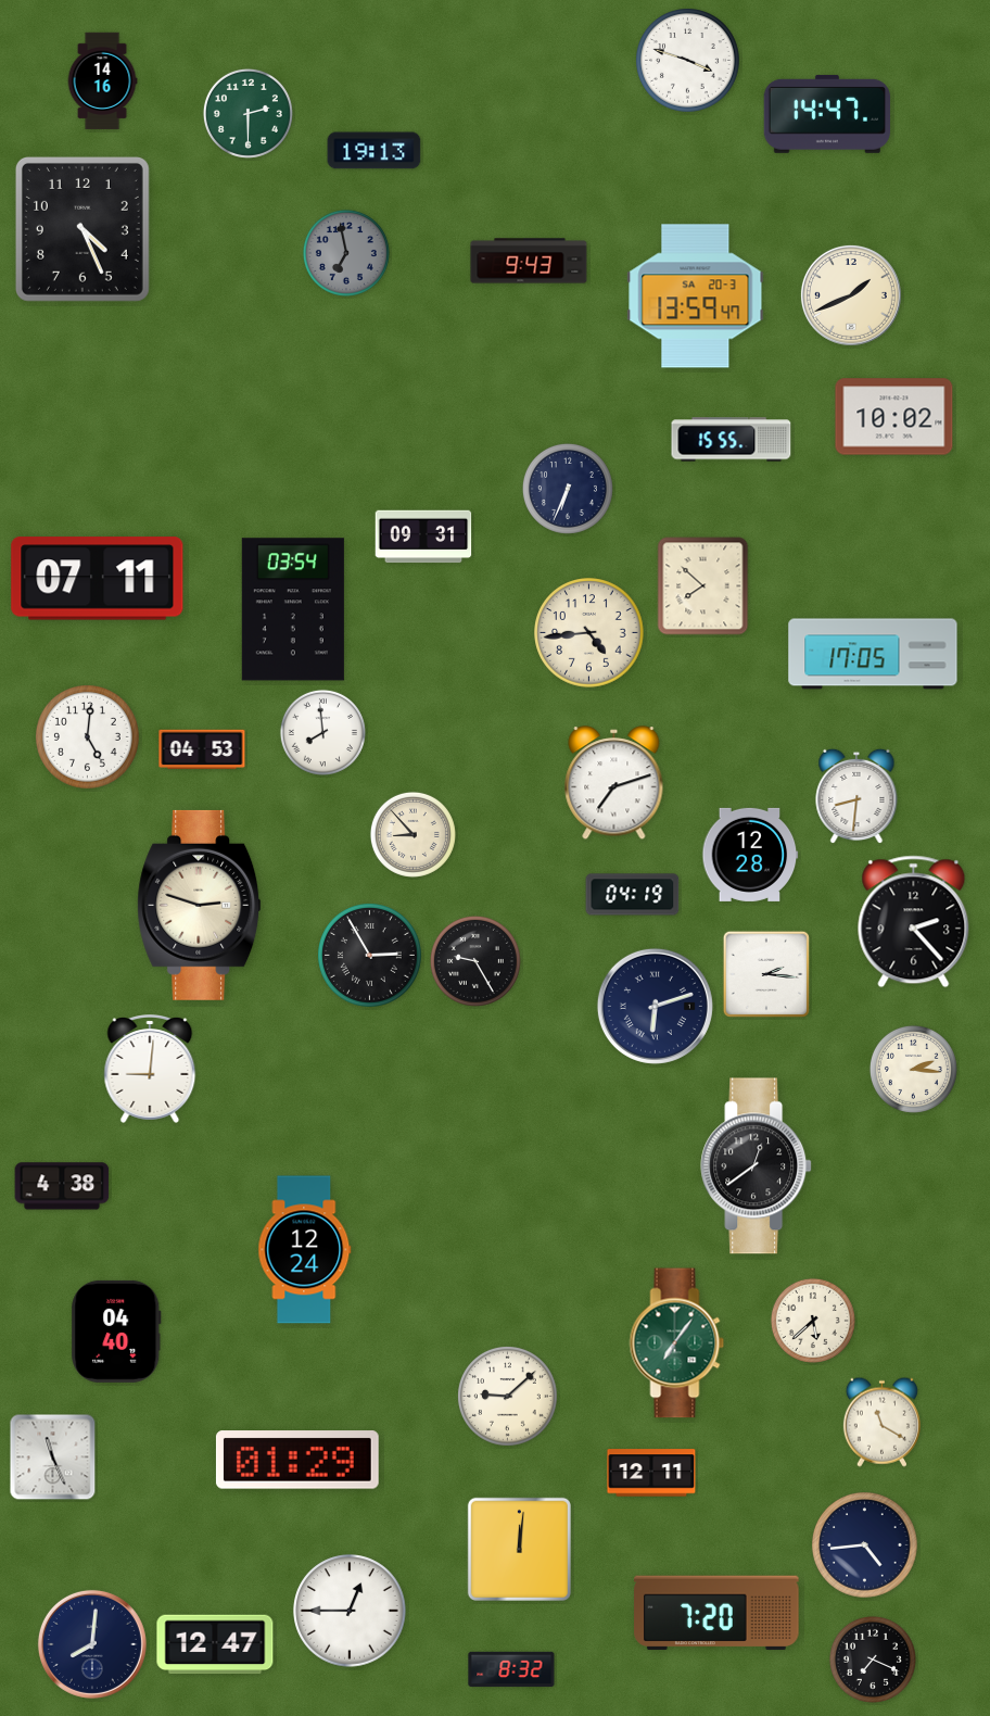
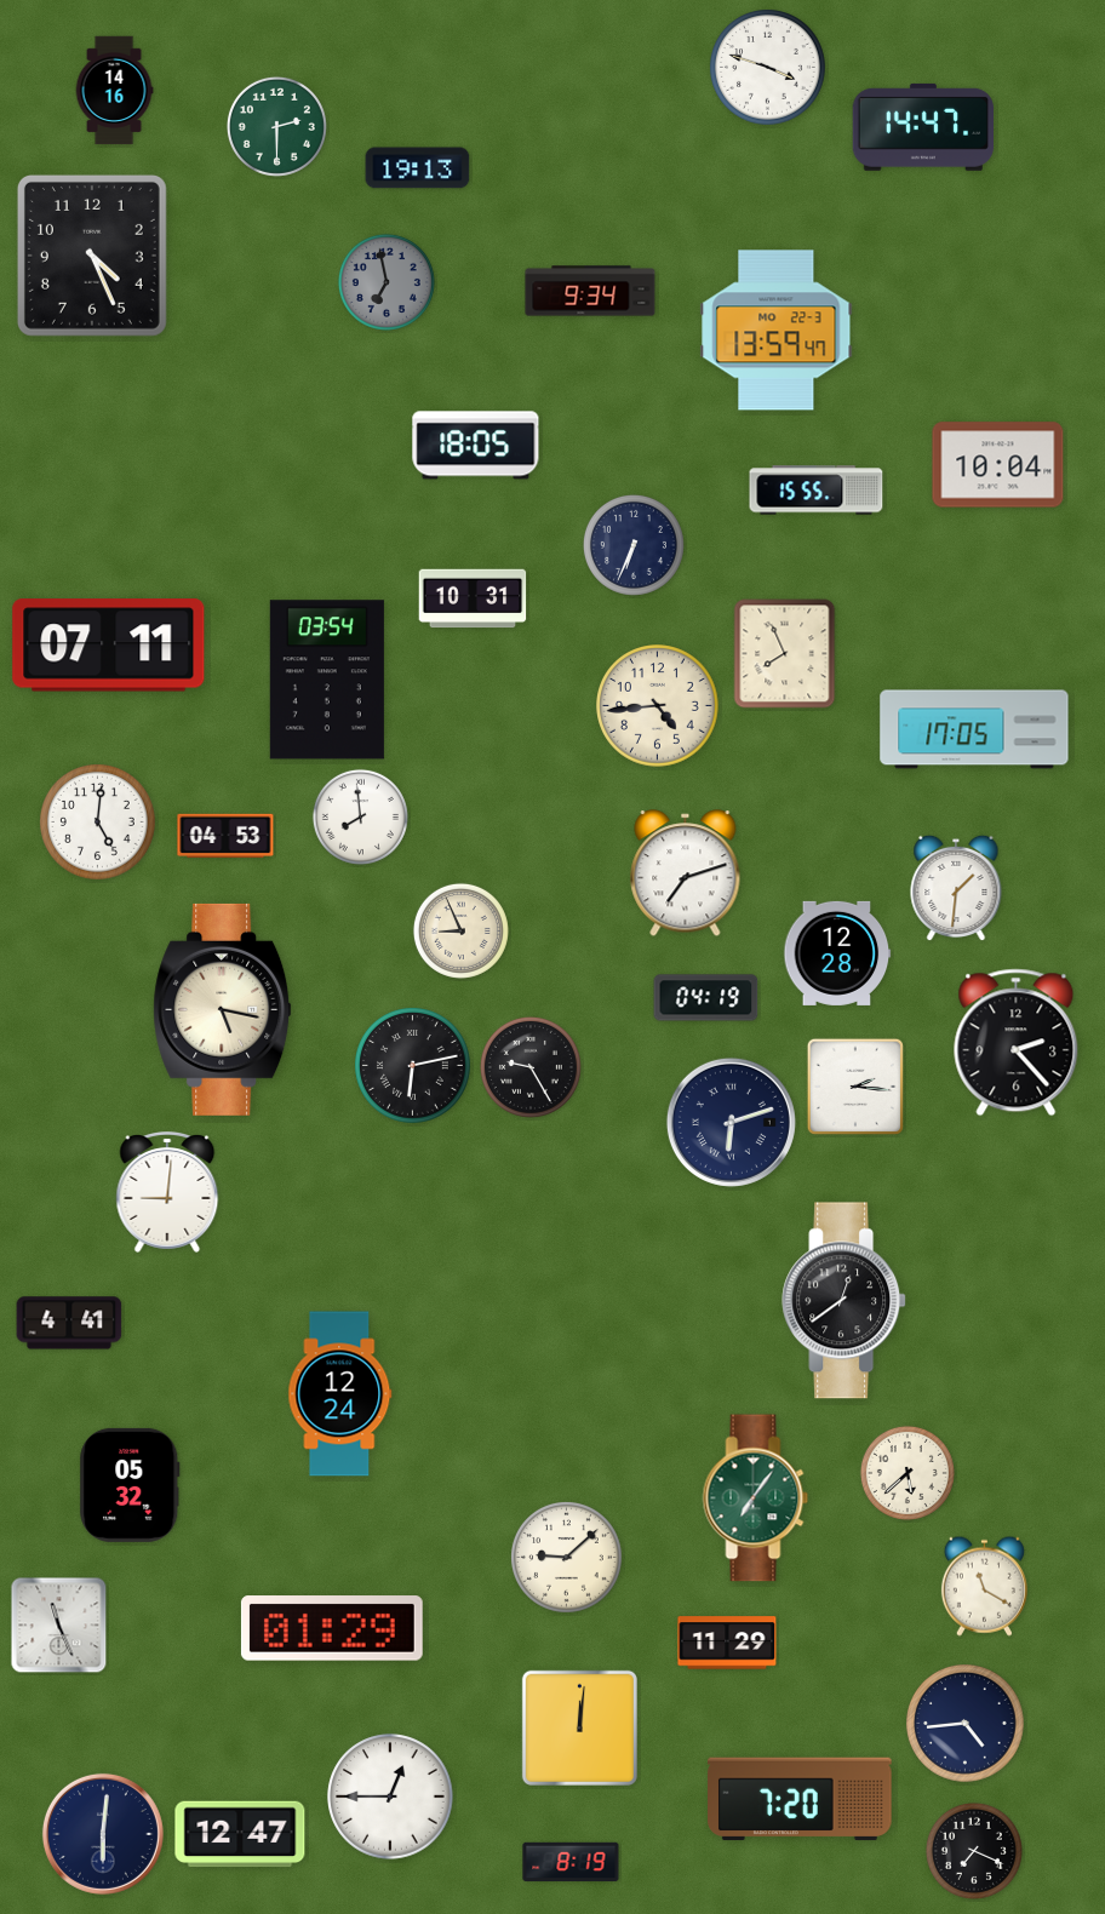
clock at (529, 261): 9:43 -> 9:34
clock at (851, 295): 1:41 -> none
clock at (696, 296) date: SA 20-3 -> MO 22-3
clock at (476, 446): none -> 18:05
clock at (894, 417): 10:02 -> 10:04
clock at (423, 537): 09:31 -> 10:31
clock at (703, 586): 7:52 -> 7:56
clock at (856, 796): 8:31 -> 1:31
clock at (412, 834): 8:53 -> 8:56
clock at (200, 905): 2:48 -> 5:17
clock at (914, 922) position: (914, 922) -> (1017, 1043)
clock at (370, 956): 2:55 -> 6:13
clock at (475, 961) position: (475, 961) -> (531, 1067)
clock at (913, 1069): 2:16 -> none
clock at (62, 1186): 4:38 -> 4:41
clock at (116, 1332): 04:40 -> 05:32
clock at (651, 1473): 12:11 -> 11:29
clock at (92, 1644): 8:01 -> 6:01
clock at (511, 1669): 8:32 -> 8:19
